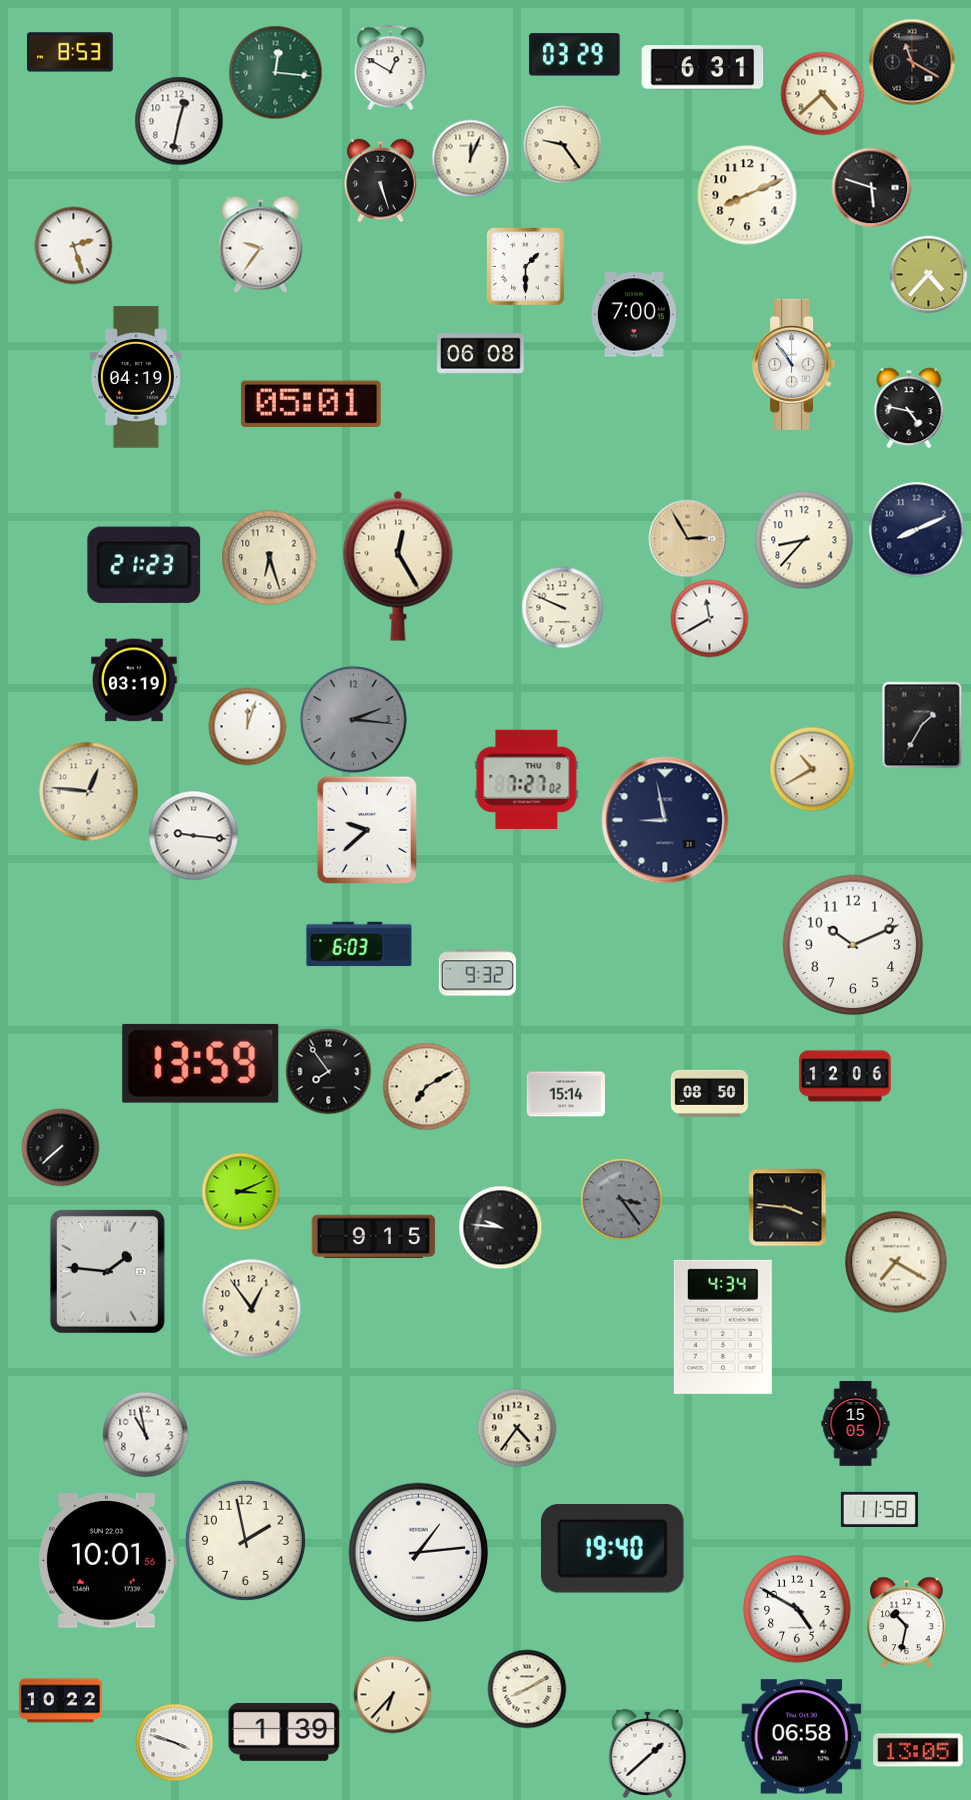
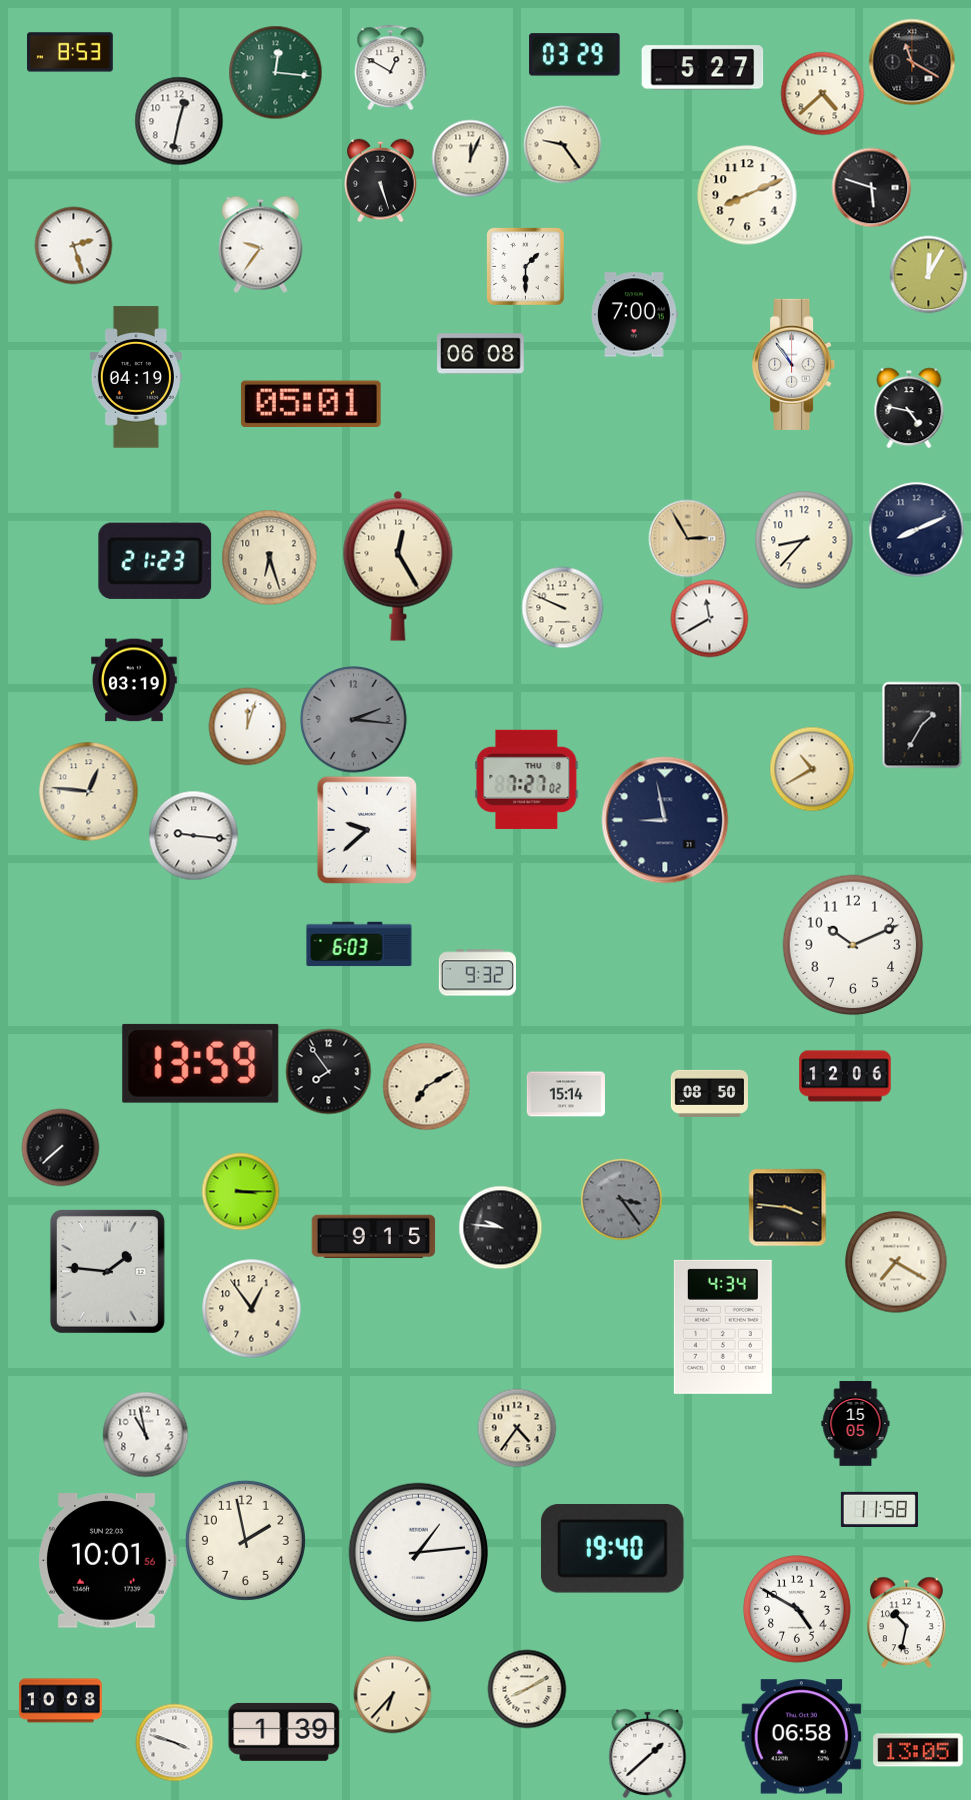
clock at (703, 68): 6:31 -> 5:27
clock at (928, 274): 4:37 -> 12:05
clock at (144, 565) position: (144, 565) -> (155, 561)
clock at (240, 1191): 3:11 -> 3:15
clock at (60, 1701): 10:22 -> 10:08
